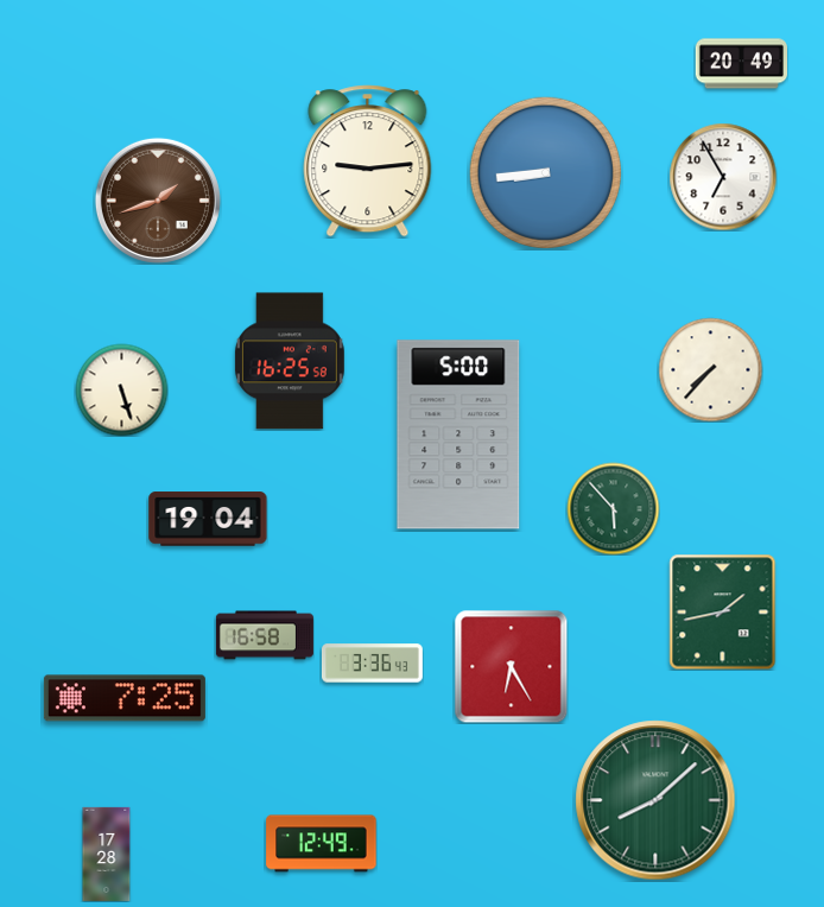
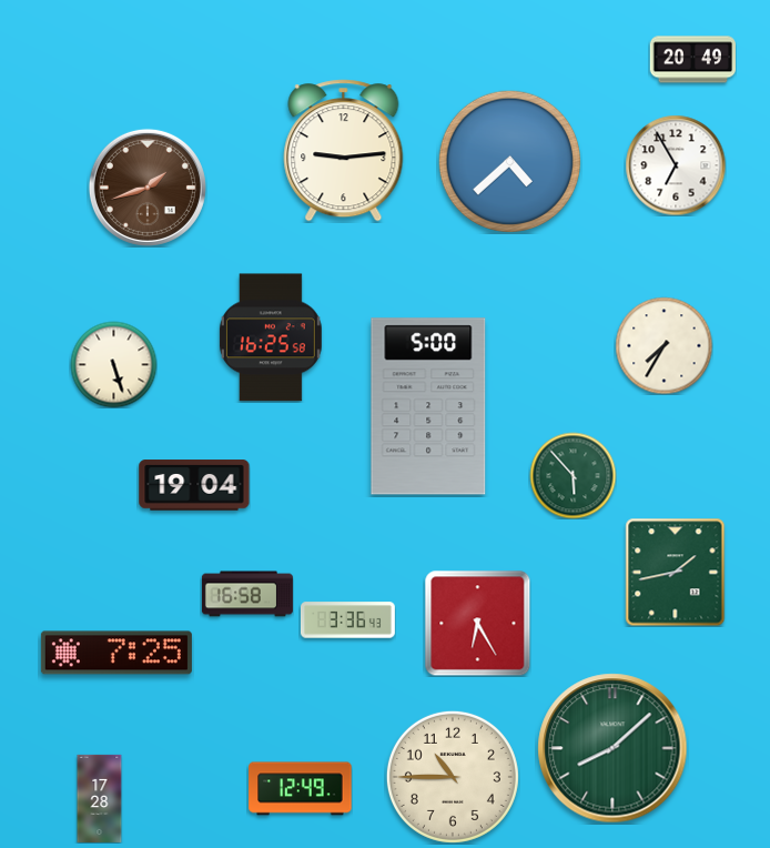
clock at (545, 172): 8:44 -> 4:38
clock at (710, 369): 7:37 -> 7:35
clock at (453, 777): none -> 10:45
